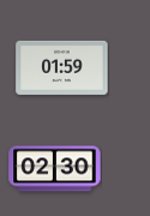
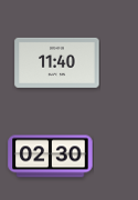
clock at (62, 67): 01:59 -> 11:40
